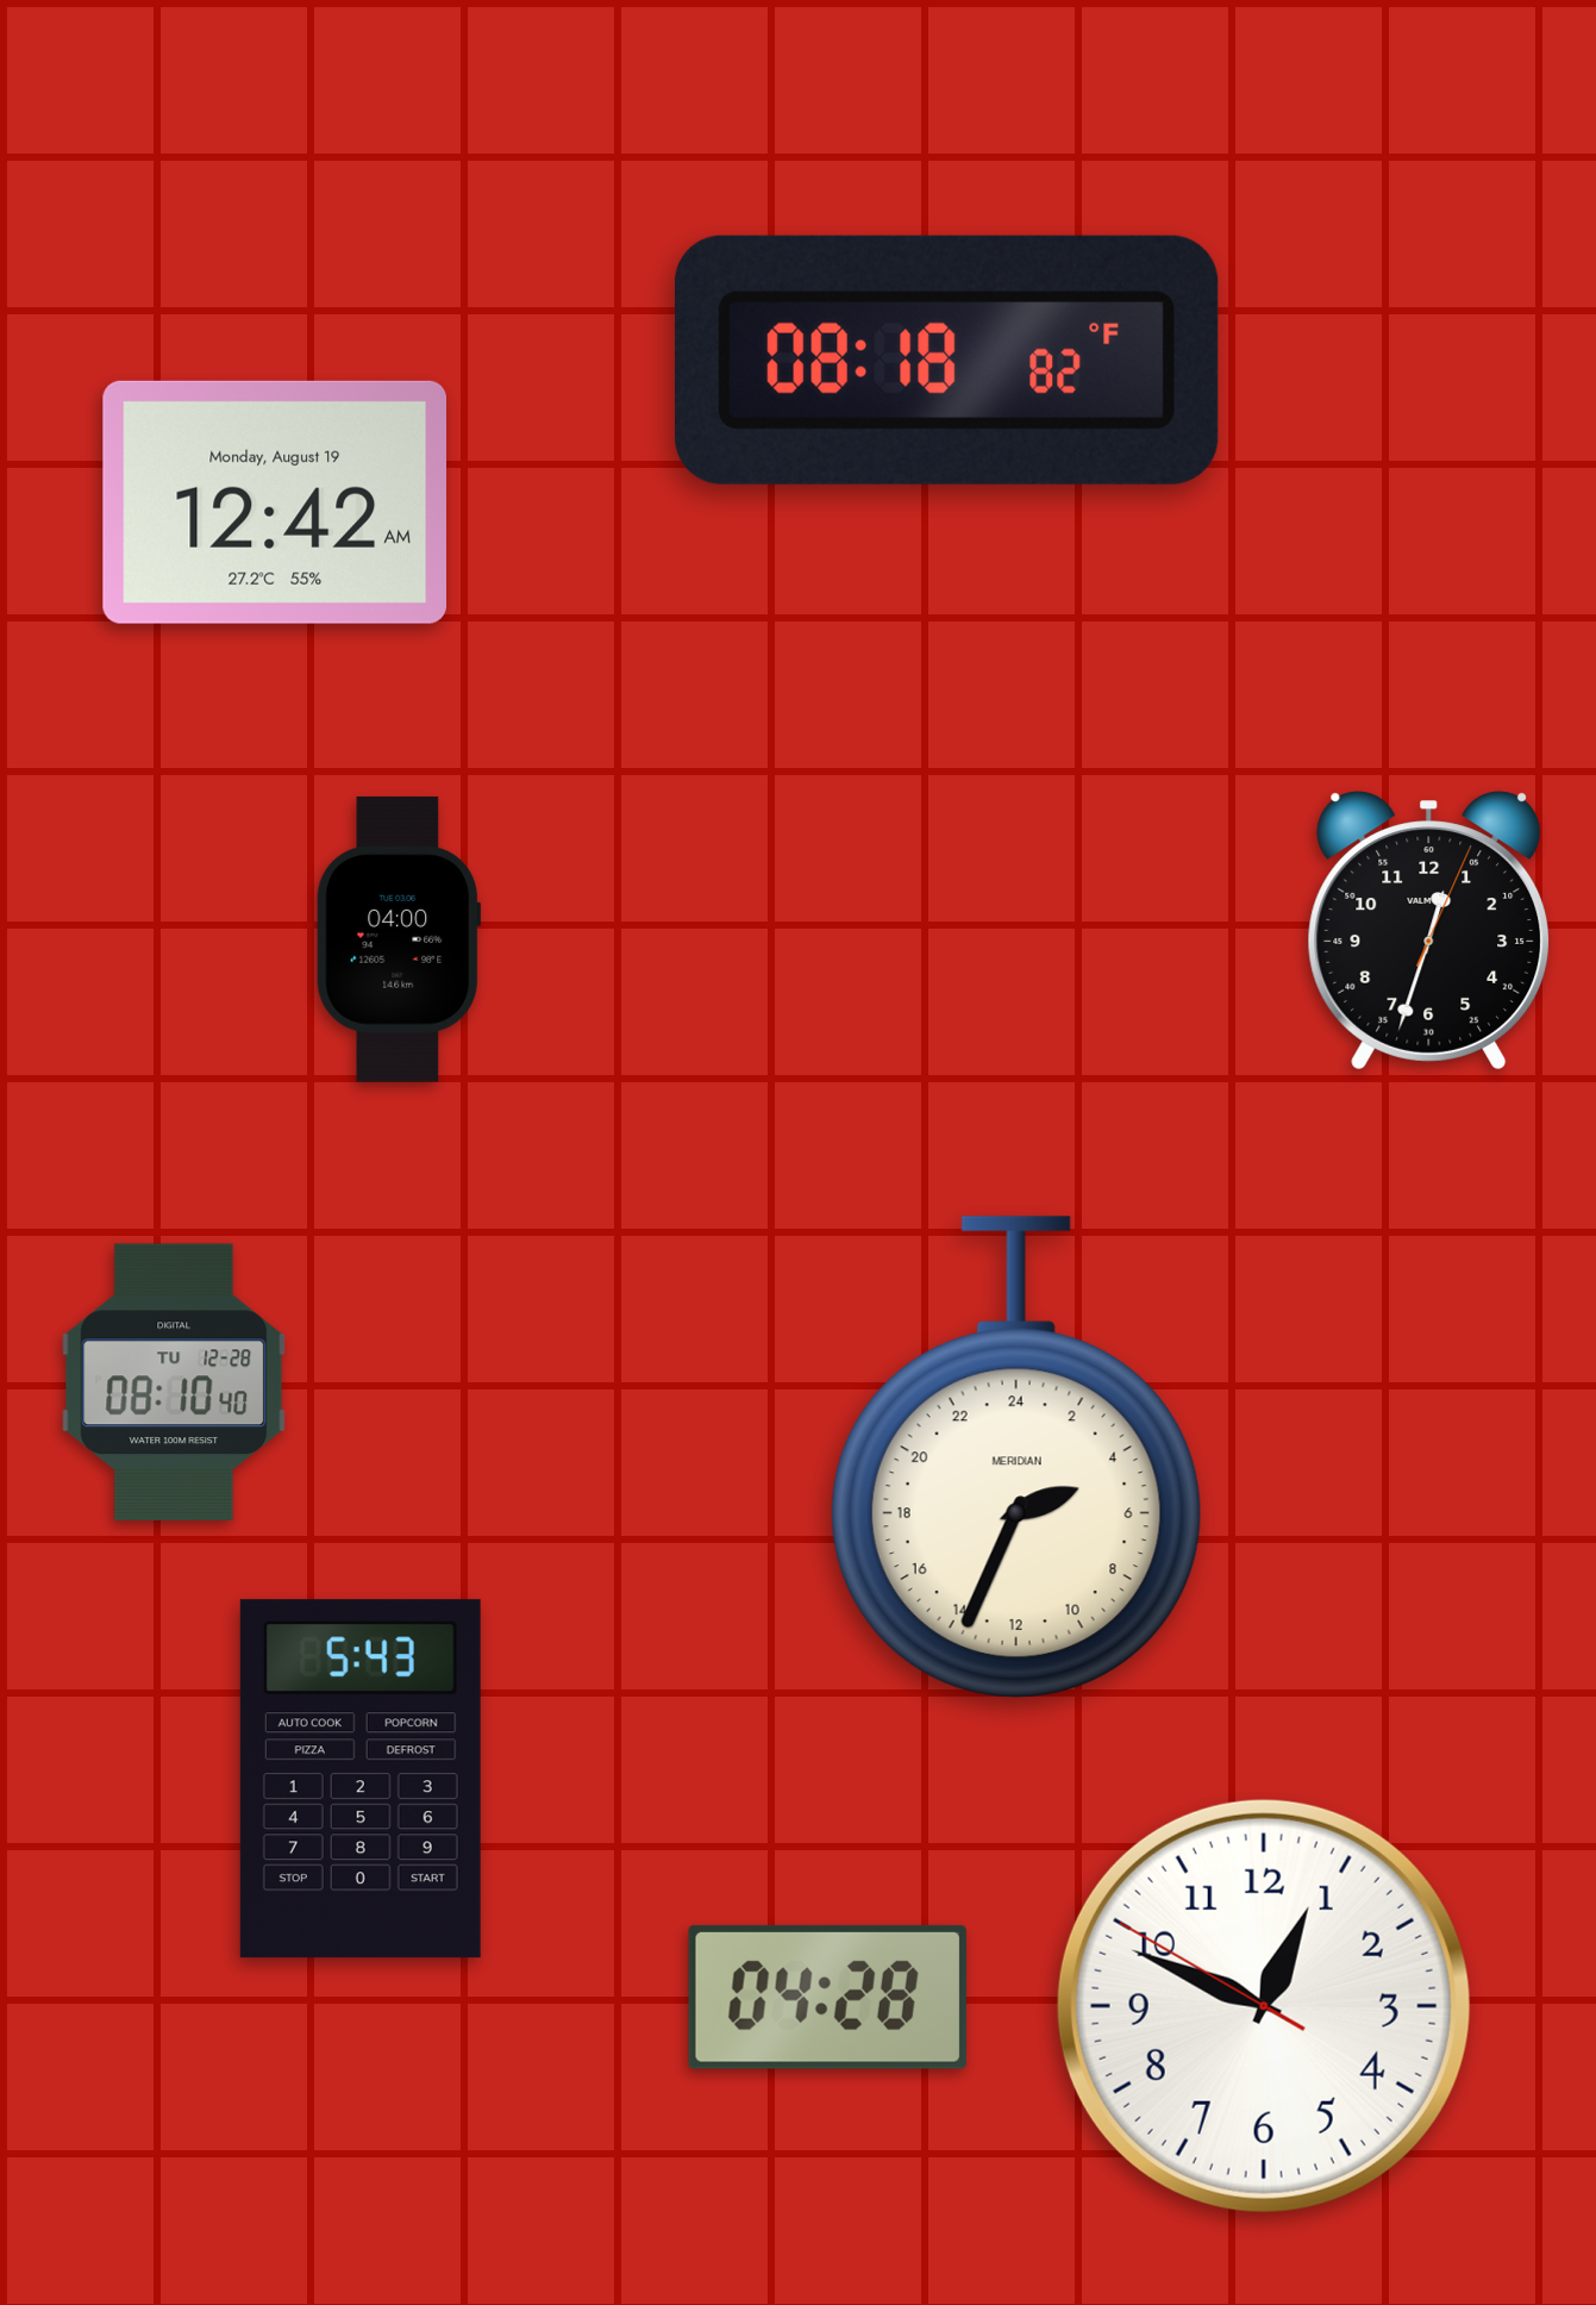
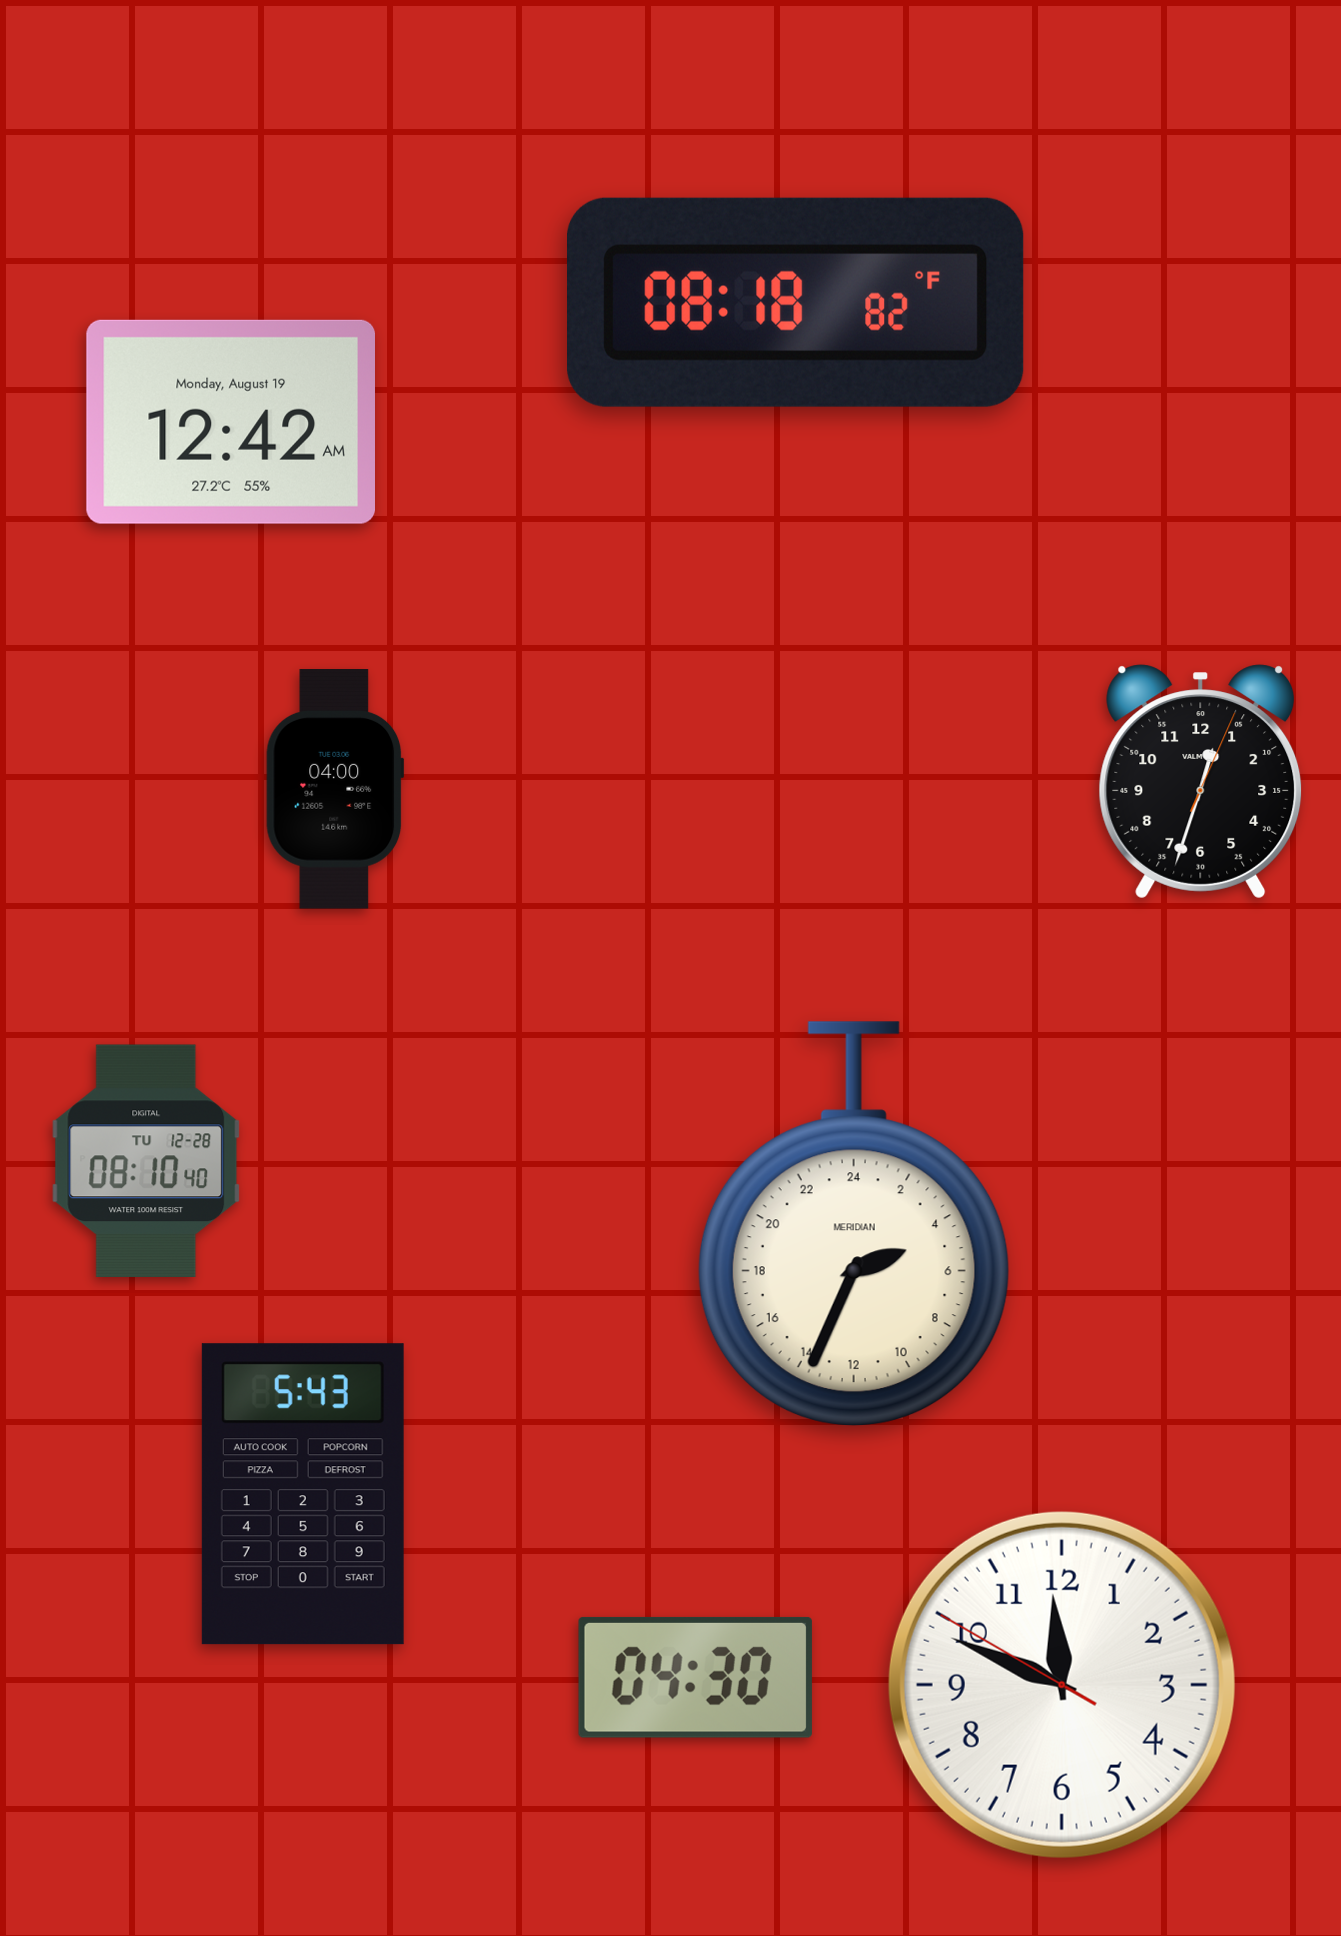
clock at (827, 1997): 04:28 -> 04:30
clock at (1264, 2006): 12:48 -> 11:48
